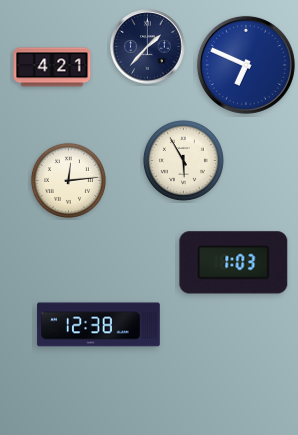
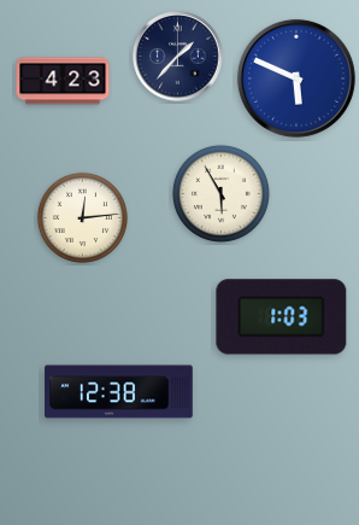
clock at (246, 65): 6:49 -> 5:49
clock at (52, 67): 4:21 -> 4:23
